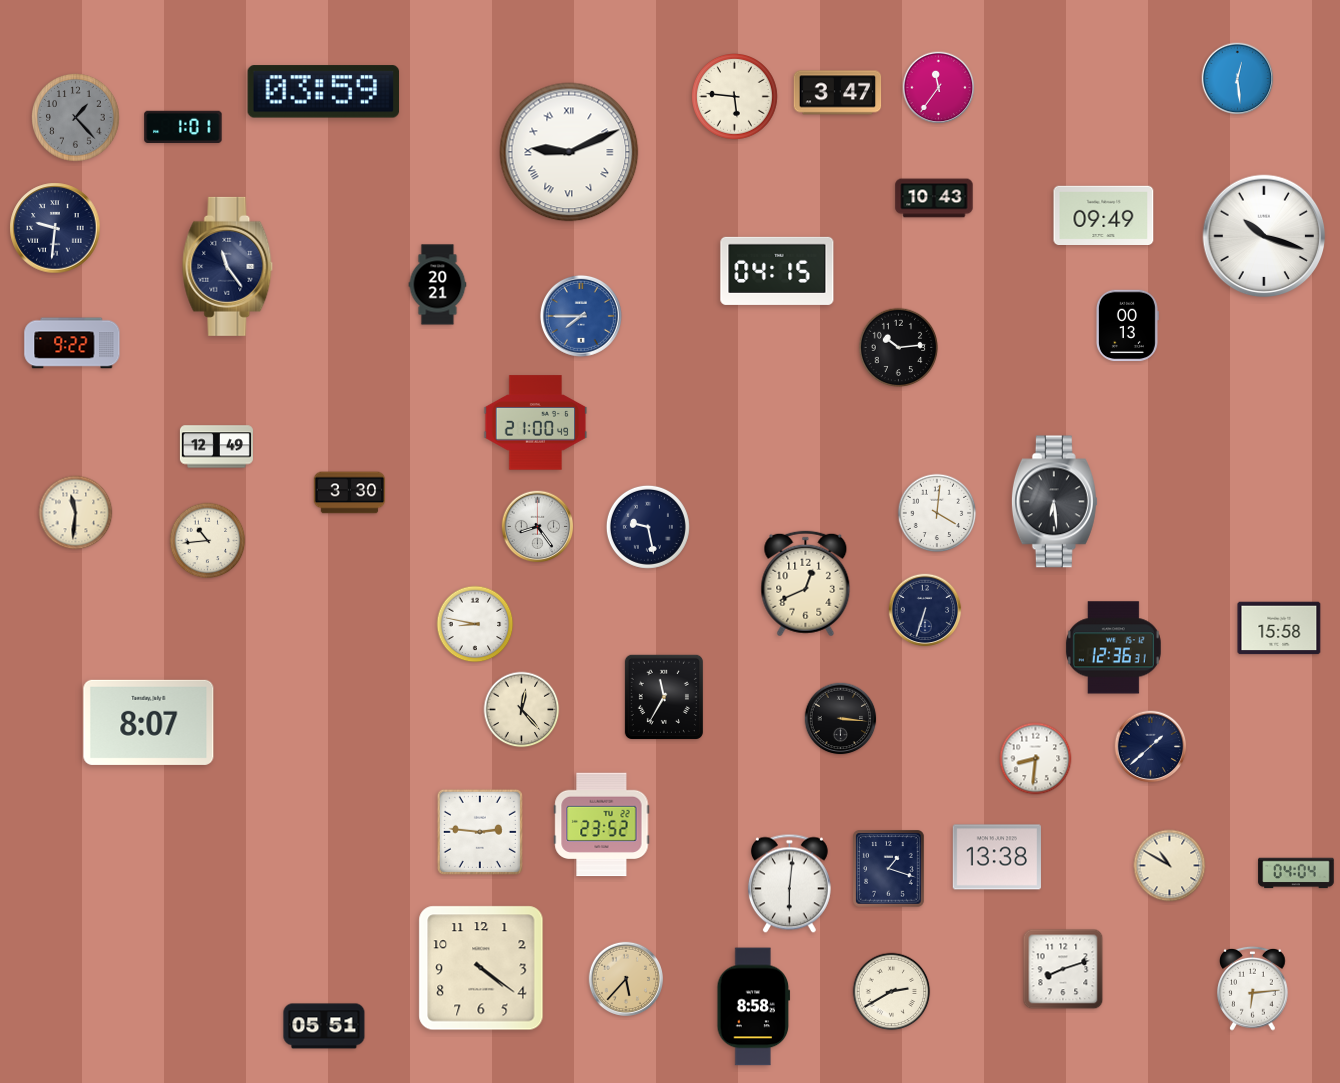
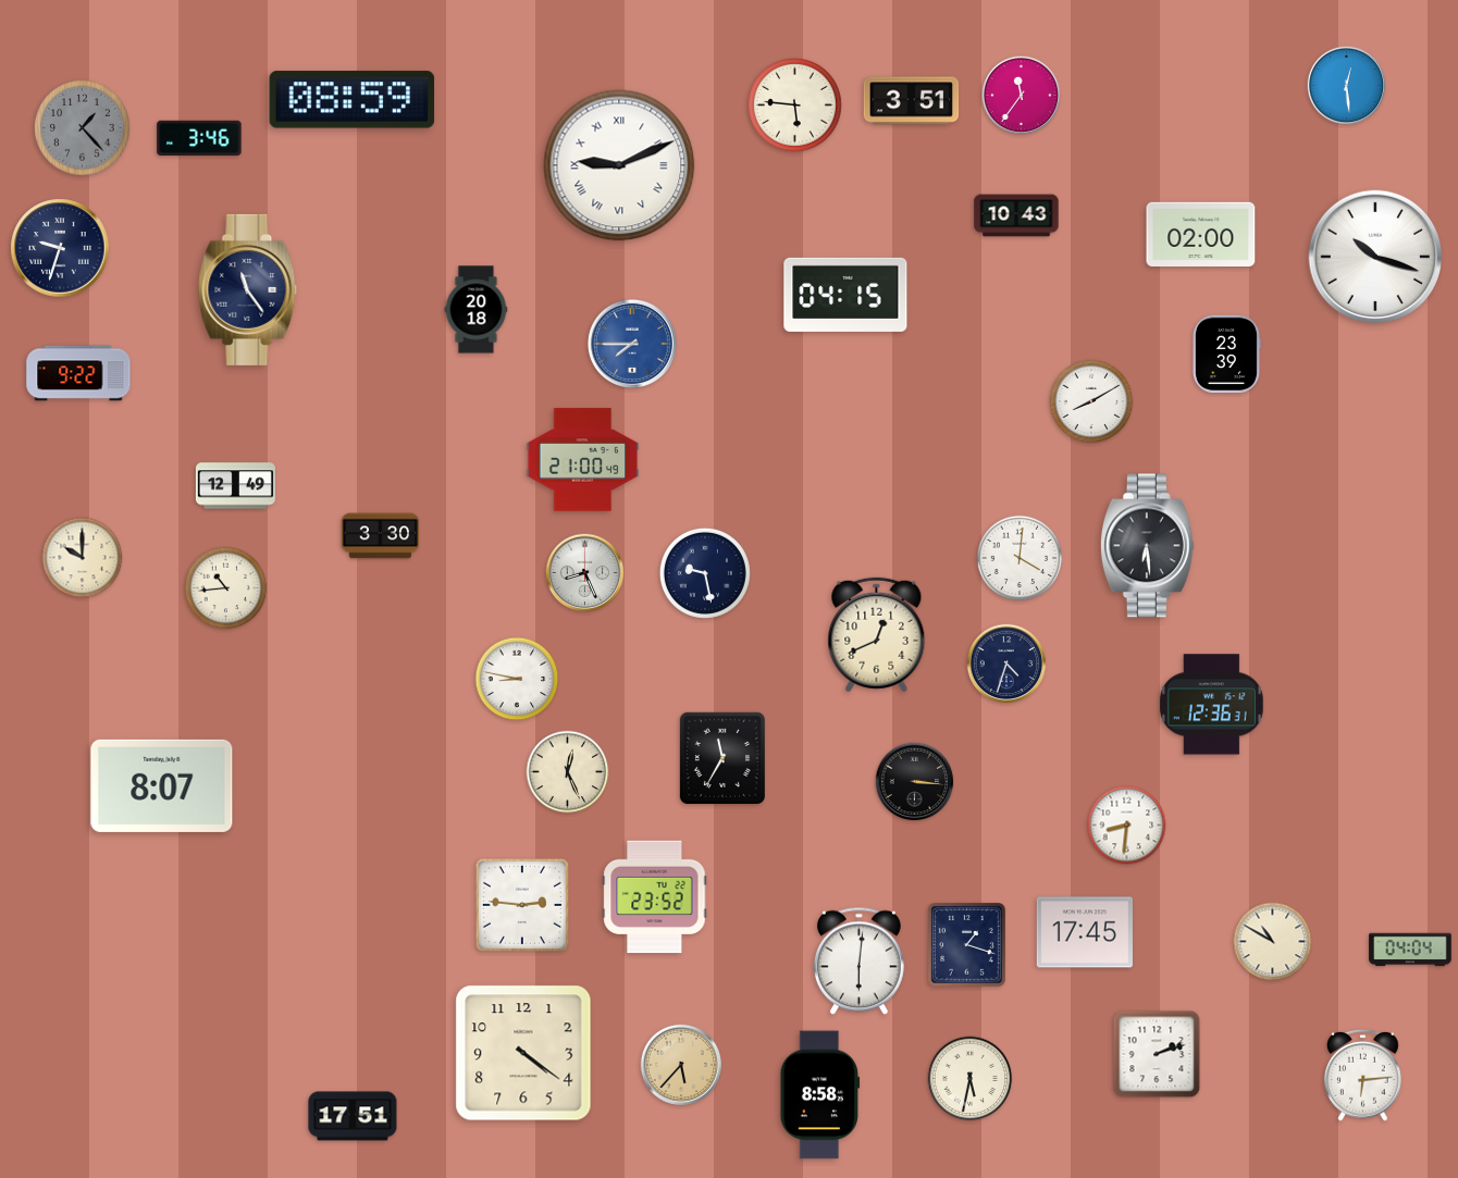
clock at (324, 92): 03:59 -> 08:59
clock at (838, 93): 3:47 -> 3:51
clock at (735, 97) position: (735, 97) -> (795, 106)
clock at (183, 126): 1:01 -> 3:46
clock at (1104, 216): 09:49 -> 02:00
clock at (55, 228): 9:31 -> 9:33
clock at (438, 285): 20:21 -> 20:18
clock at (1127, 326): 00:13 -> 23:39
clock at (899, 348): 10:14 -> none
clock at (1091, 401): none -> 8:10
clock at (76, 513): 11:31 -> 10:00
clock at (538, 527): 8:24 -> 8:26
clock at (925, 610): 6:33 -> 4:33
clock at (1279, 628): 15:58 -> none
clock at (522, 710): 12:23 -> 12:26
clock at (1151, 747): 1:38 -> none
clock at (997, 857): 13:38 -> 17:45
clock at (1063, 969): 8:12 -> 2:12
clock at (892, 992): 2:40 -> 5:32
clock at (324, 1026): 05:51 -> 17:51
